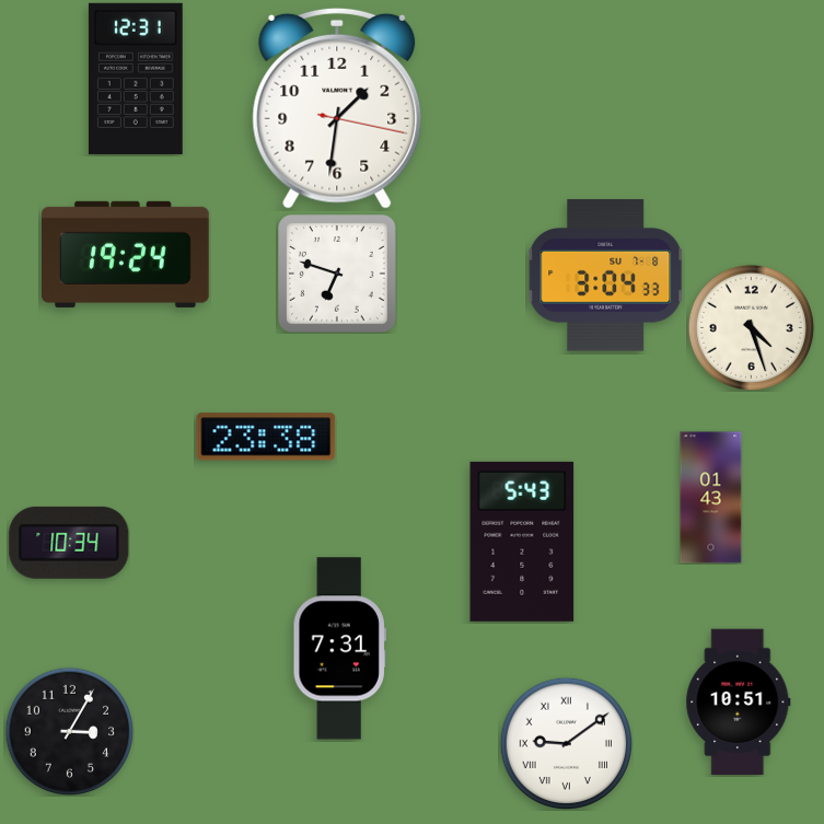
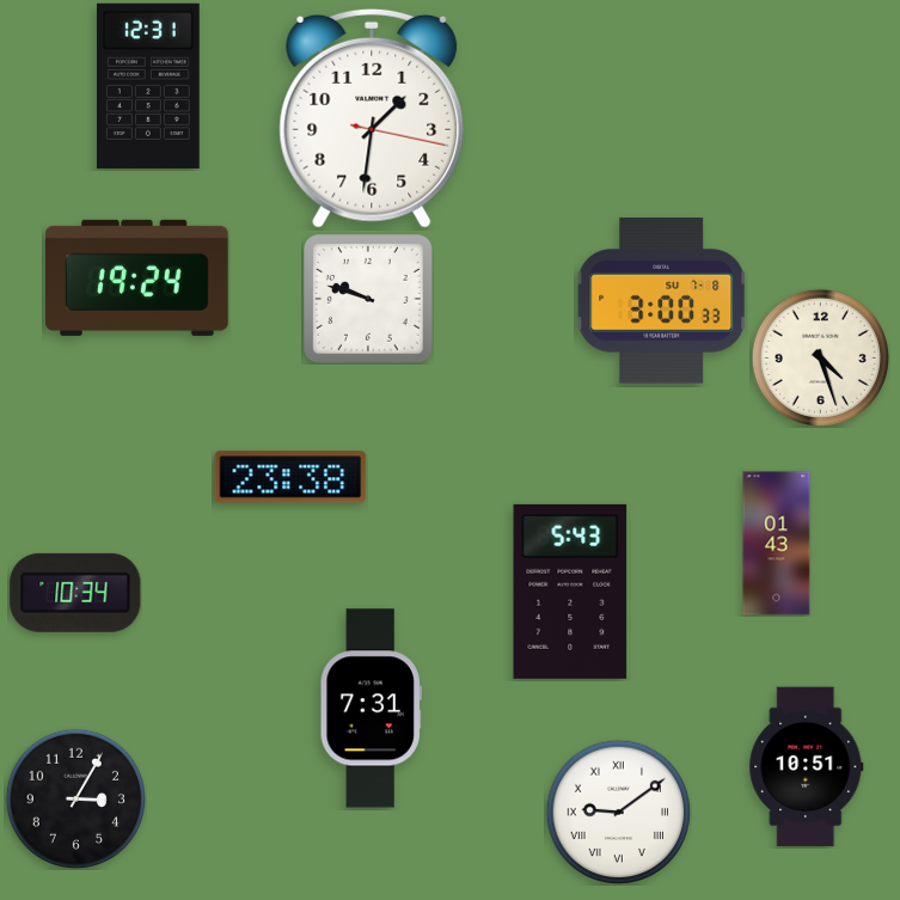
clock at (337, 108) position: (337, 108) -> (372, 118)
clock at (337, 274): 6:48 -> 9:48
clock at (606, 276): 3:04 -> 3:00
